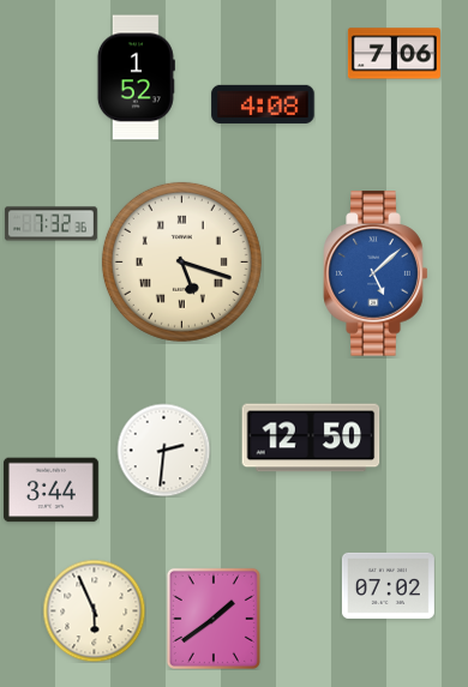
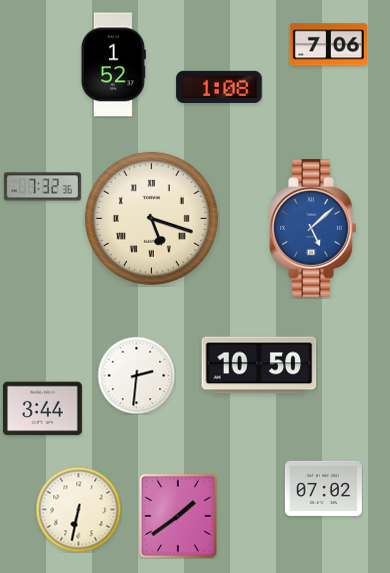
clock at (263, 104): 4:08 -> 1:08
clock at (311, 438): 12:50 -> 10:50
clock at (94, 610): 5:56 -> 6:32
